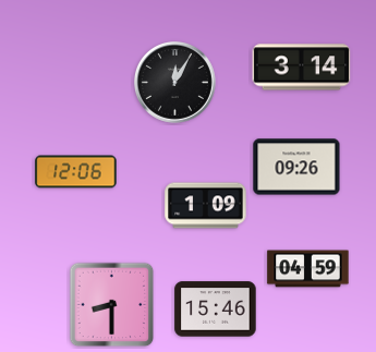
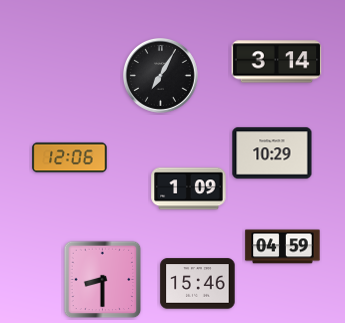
clock at (175, 83): 12:05 -> 7:05
clock at (296, 167): 09:26 -> 10:29
